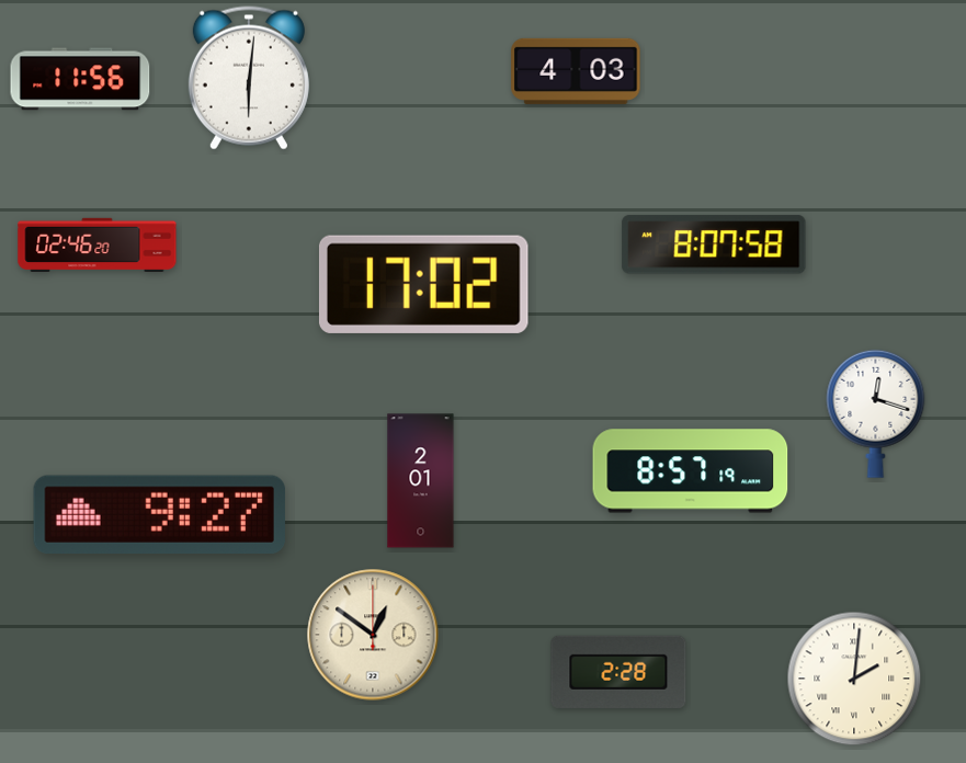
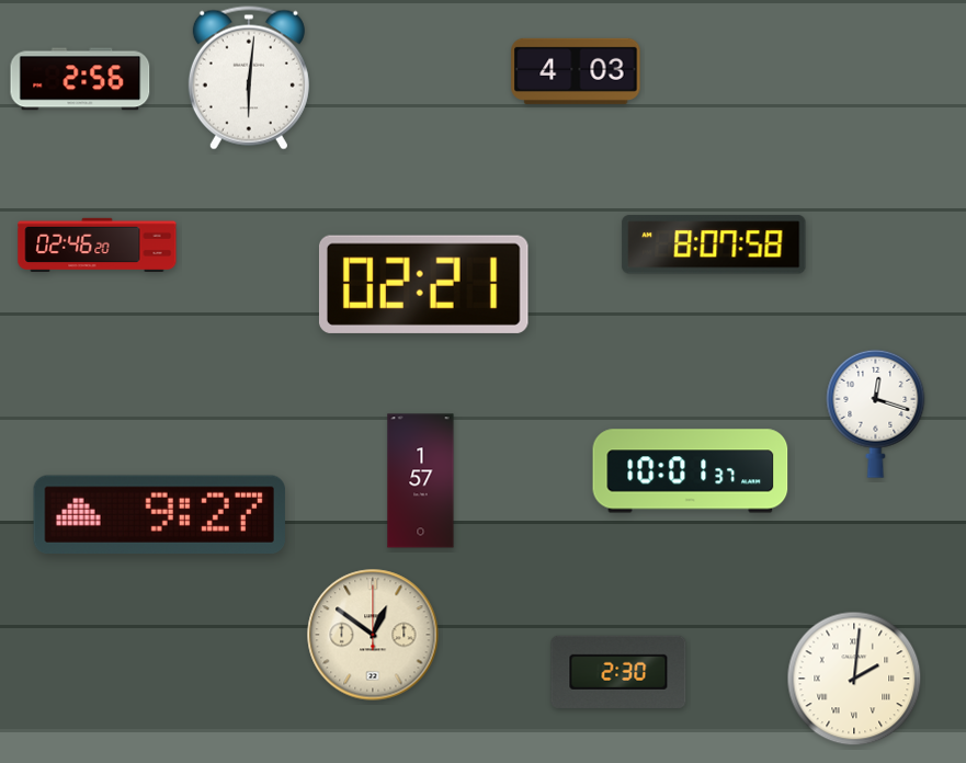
clock at (80, 79): 11:56 -> 2:56
clock at (423, 284): 17:02 -> 02:21
clock at (691, 471): 8:57 -> 10:01
clock at (421, 481): 2:01 -> 1:57
clock at (618, 672): 2:28 -> 2:30
